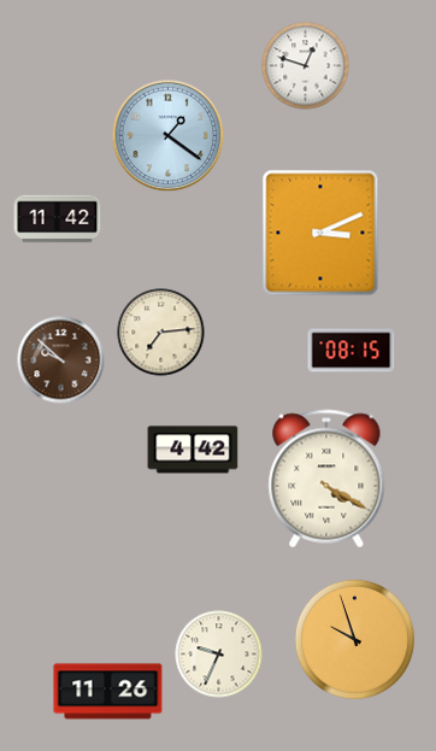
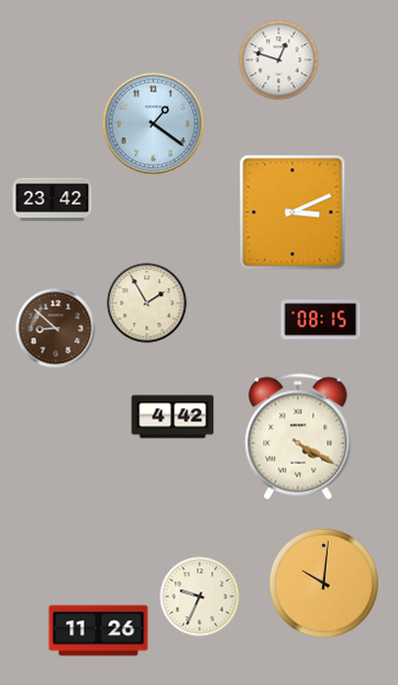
clock at (58, 219): 11:42 -> 23:42
clock at (161, 333): 7:14 -> 1:55
clock at (61, 360): 9:52 -> 8:52
clock at (193, 450) position: (193, 450) -> (173, 417)
clock at (354, 639): 9:57 -> 10:01
